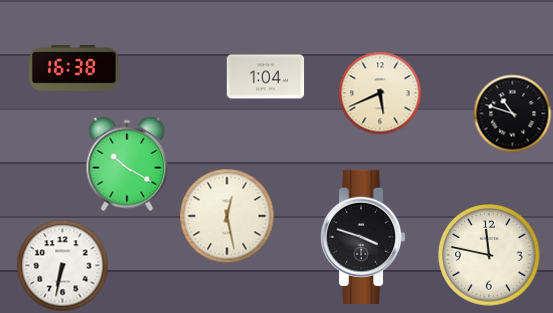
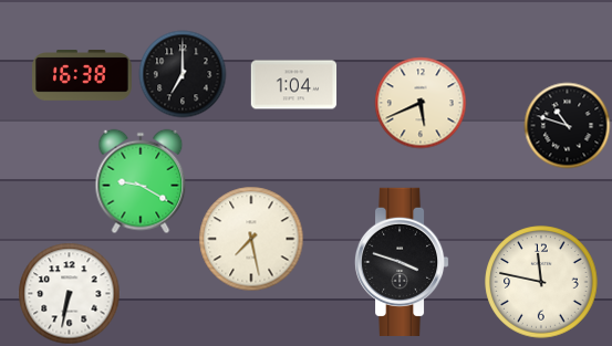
clock at (183, 74): none -> 7:00
clock at (127, 164): 10:20 -> 9:20
clock at (227, 216): 12:28 -> 7:28
